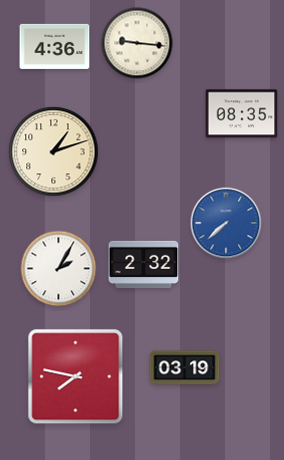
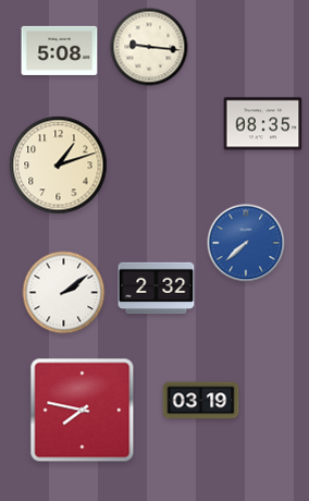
clock at (55, 46): 4:36 -> 5:08
clock at (59, 269): 2:05 -> 2:09
